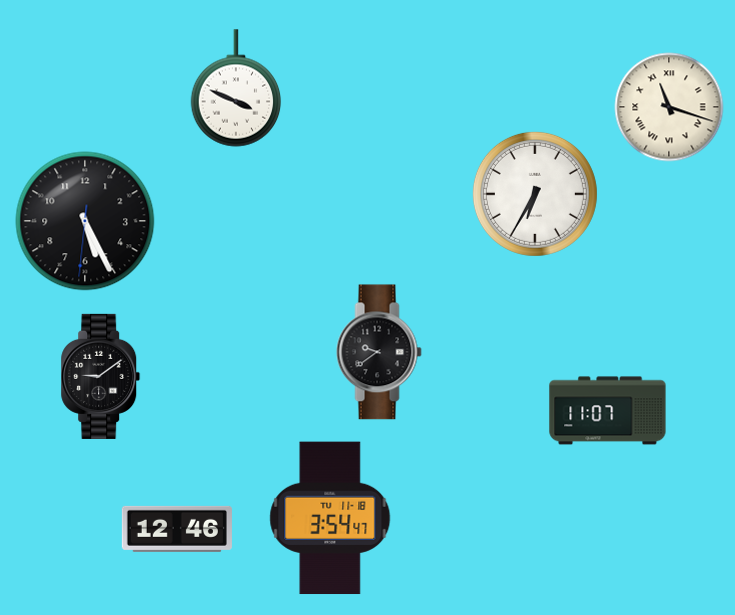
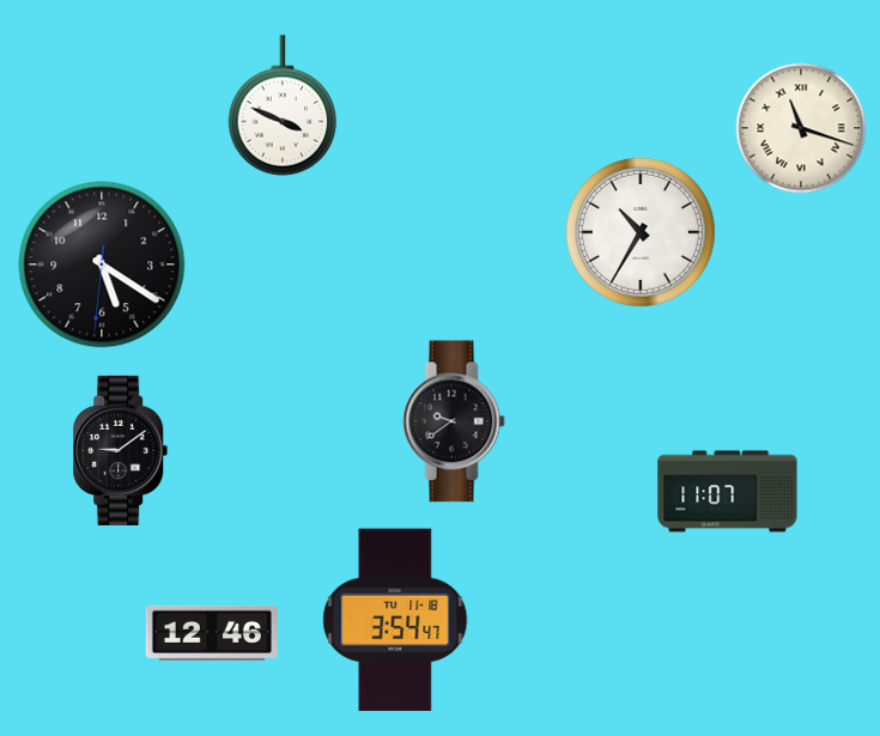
clock at (535, 194): 6:35 -> 10:35
clock at (85, 221): 5:25 -> 5:20
